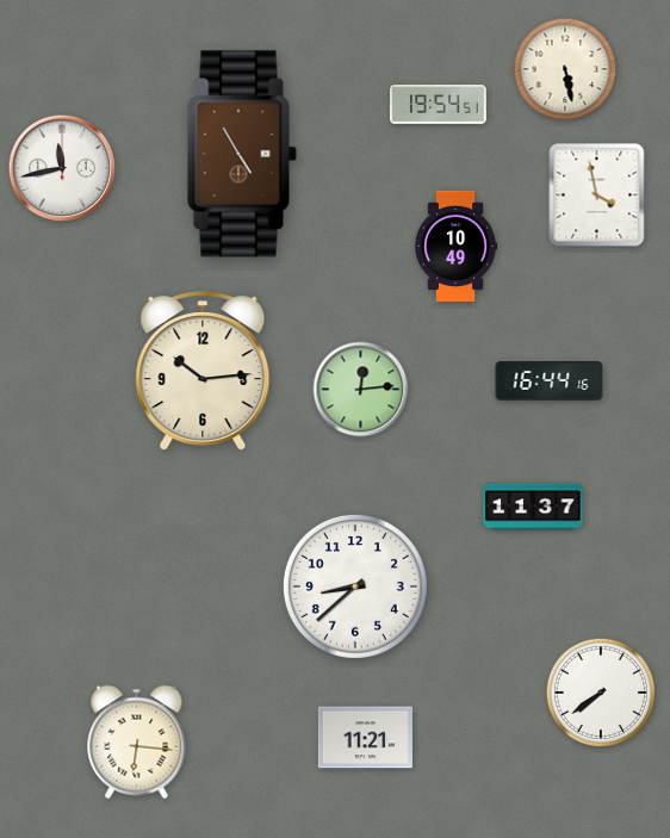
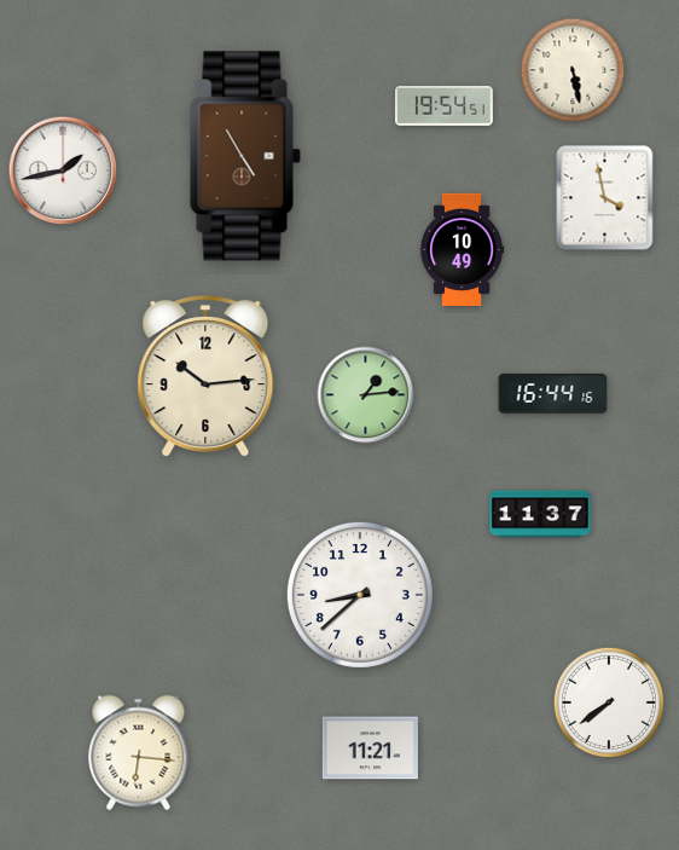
clock at (62, 168): 11:43 -> 1:43
clock at (550, 381) position: (550, 381) -> (553, 394)
clock at (361, 390): 12:14 -> 1:14
